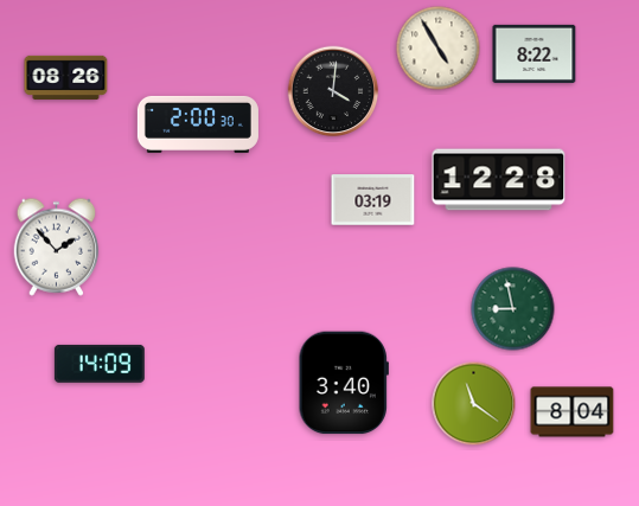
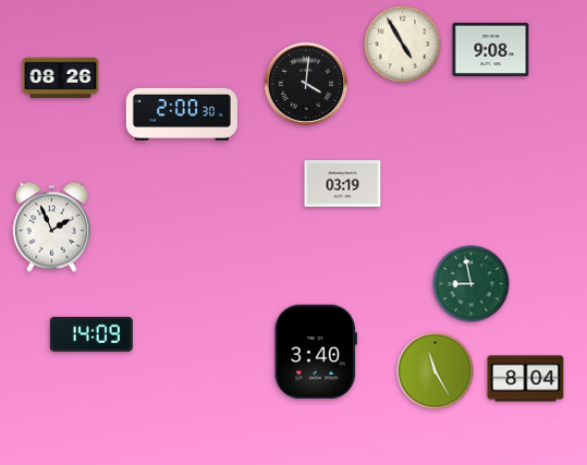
clock at (535, 53): 8:22 -> 9:08
clock at (66, 77) position: (66, 77) -> (61, 77)
clock at (499, 180): 12:28 -> none
clock at (57, 246): 1:53 -> 1:56
clock at (474, 404): 11:21 -> 11:25
